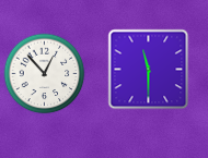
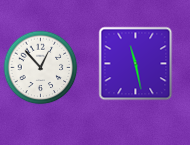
clock at (149, 70): 11:30 -> 11:28
